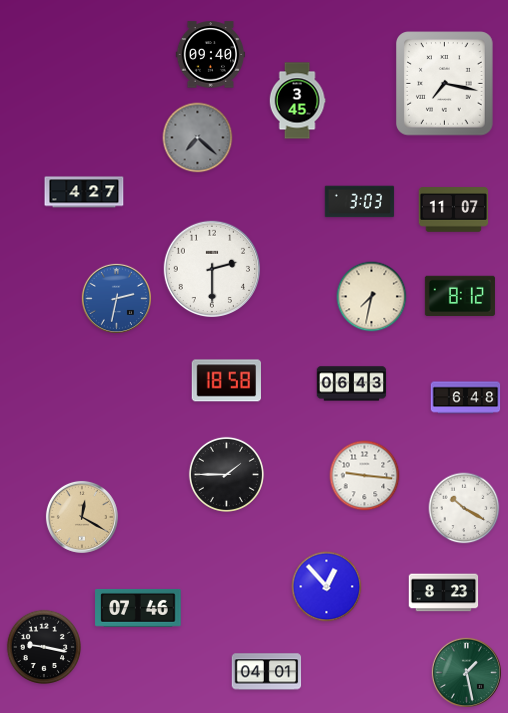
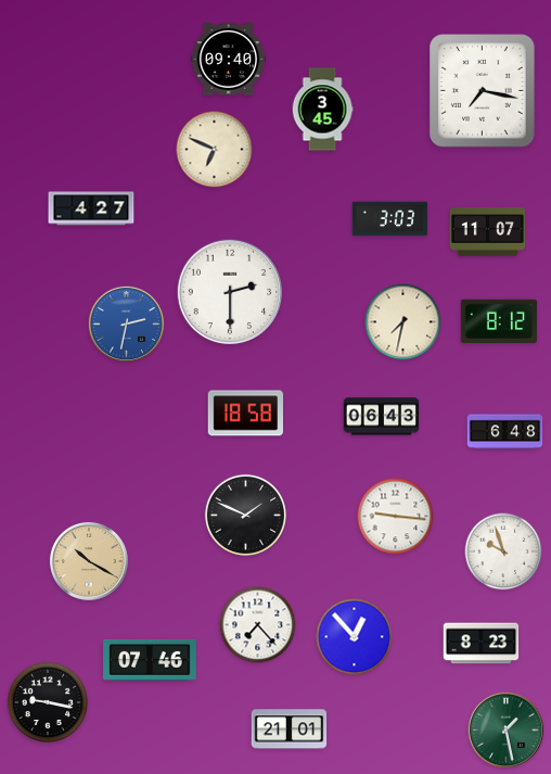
clock at (198, 138): 7:22 -> 6:49
clock at (198, 138) dial: grey -> cream
clock at (454, 210) position: (454, 210) -> (488, 232)
clock at (226, 474): 1:45 -> 1:49
clock at (464, 508): 10:20 -> 9:57
clock at (82, 517): 12:20 -> 10:20
clock at (258, 625): none -> 7:23
clock at (267, 672): 04:01 -> 21:01
